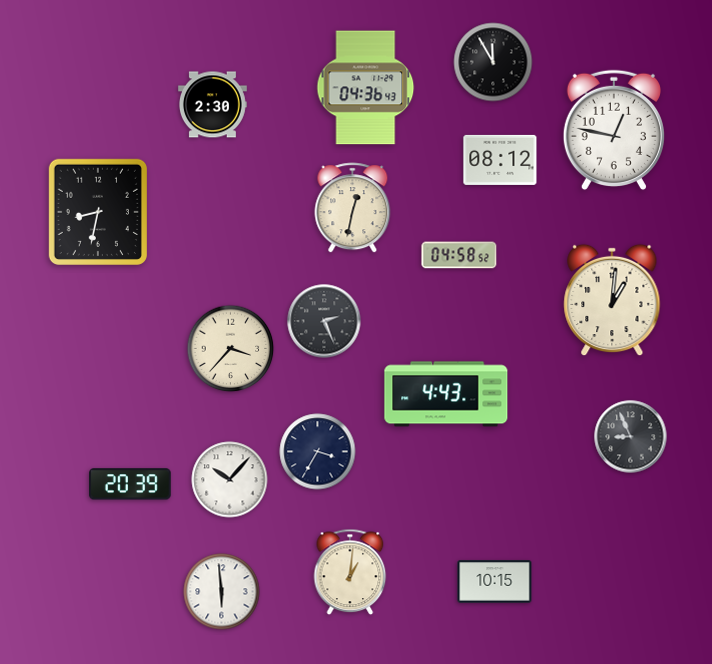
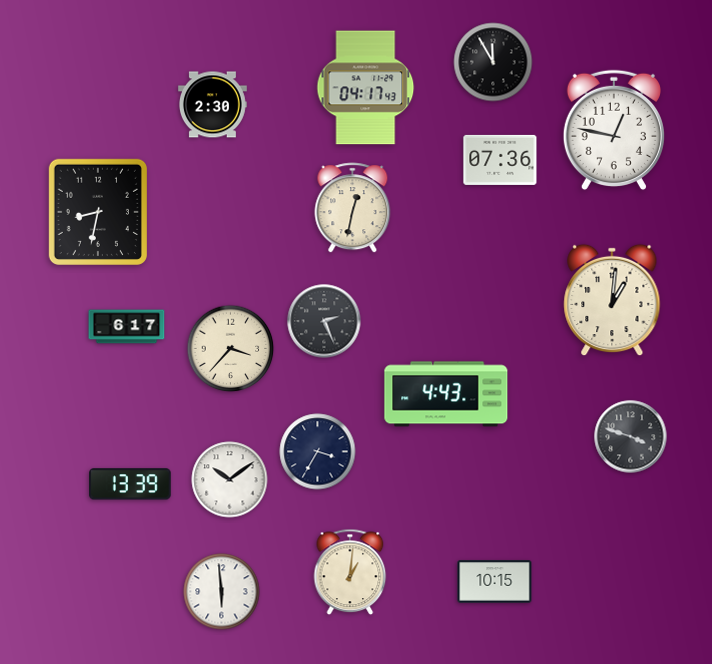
clock at (366, 88): 04:36 -> 04:17
clock at (500, 160): 08:12 -> 07:36
clock at (459, 255): 04:58 -> none
clock at (127, 327): none -> 6:17
clock at (631, 437): 8:56 -> 3:48
clock at (230, 480): 10:07 -> 10:09
clock at (131, 484): 20:39 -> 13:39
